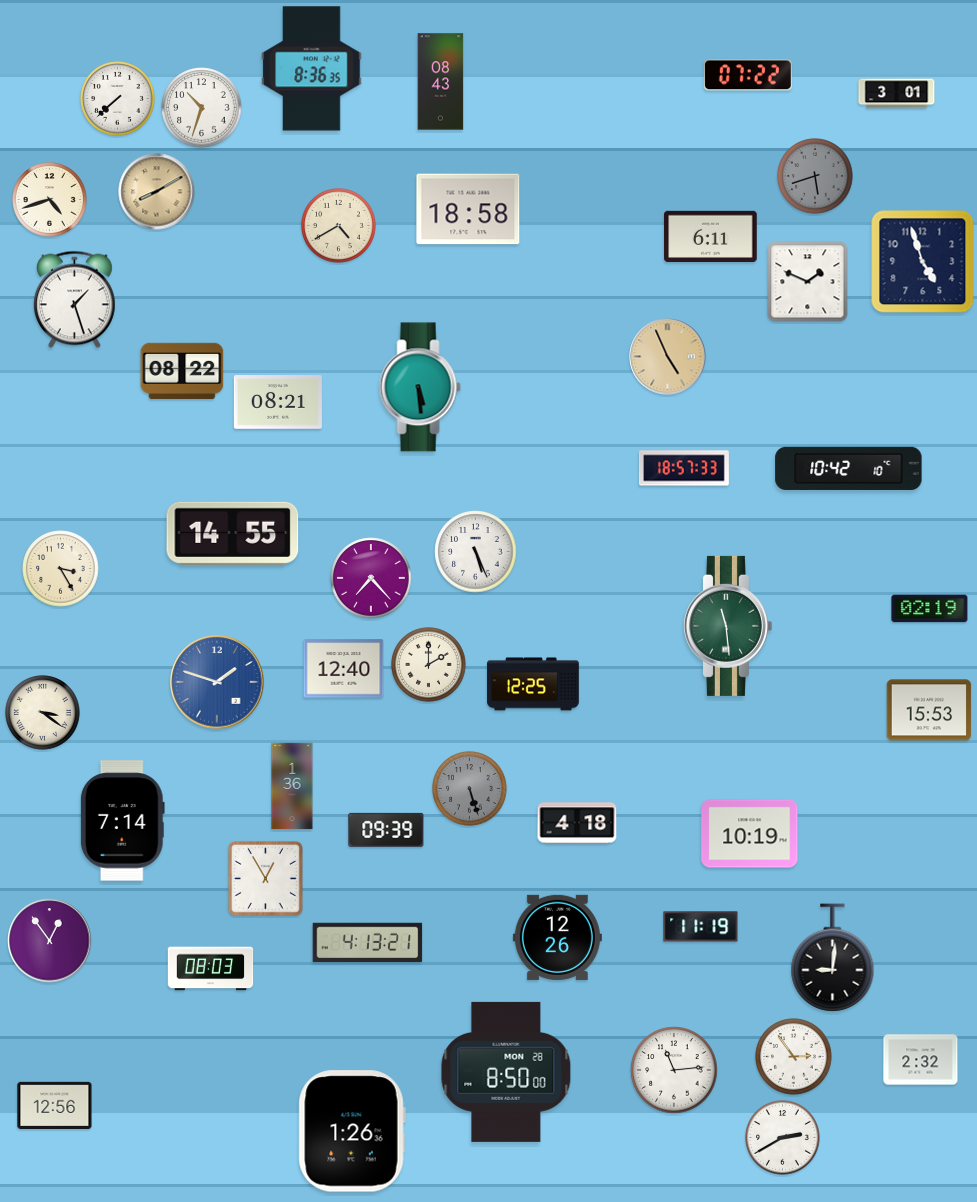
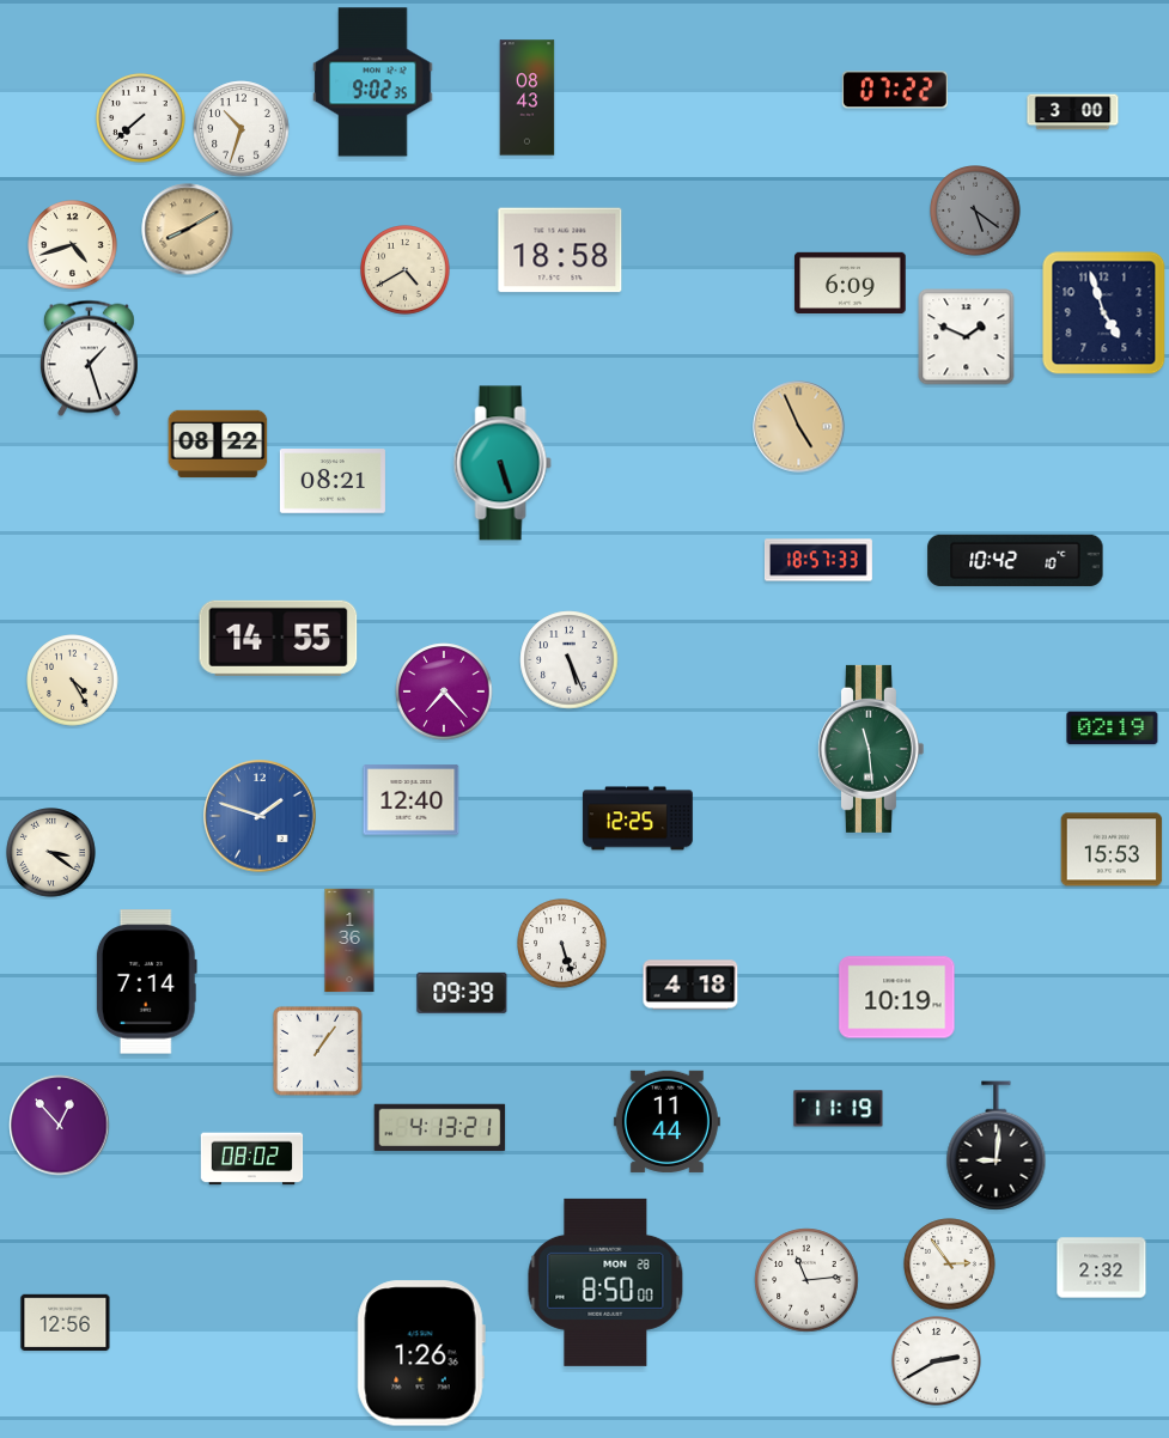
clock at (312, 69): 8:36 -> 9:02
clock at (897, 94): 3:01 -> 3:00
clock at (815, 176): 5:42 -> 5:21
clock at (50, 200) position: (50, 200) -> (73, 245)
clock at (711, 236): 6:11 -> 6:09
clock at (420, 387): 5:29 -> 5:27
clock at (61, 569): 3:25 -> 4:25
clock at (429, 665): 2:00 -> none
clock at (470, 789) dial: grey -> white
clock at (265, 878): 12:55 -> 1:06
clock at (557, 937): 12:26 -> 11:44
clock at (50, 941): 12:54 -> 12:53
clock at (211, 969): 08:03 -> 08:02
